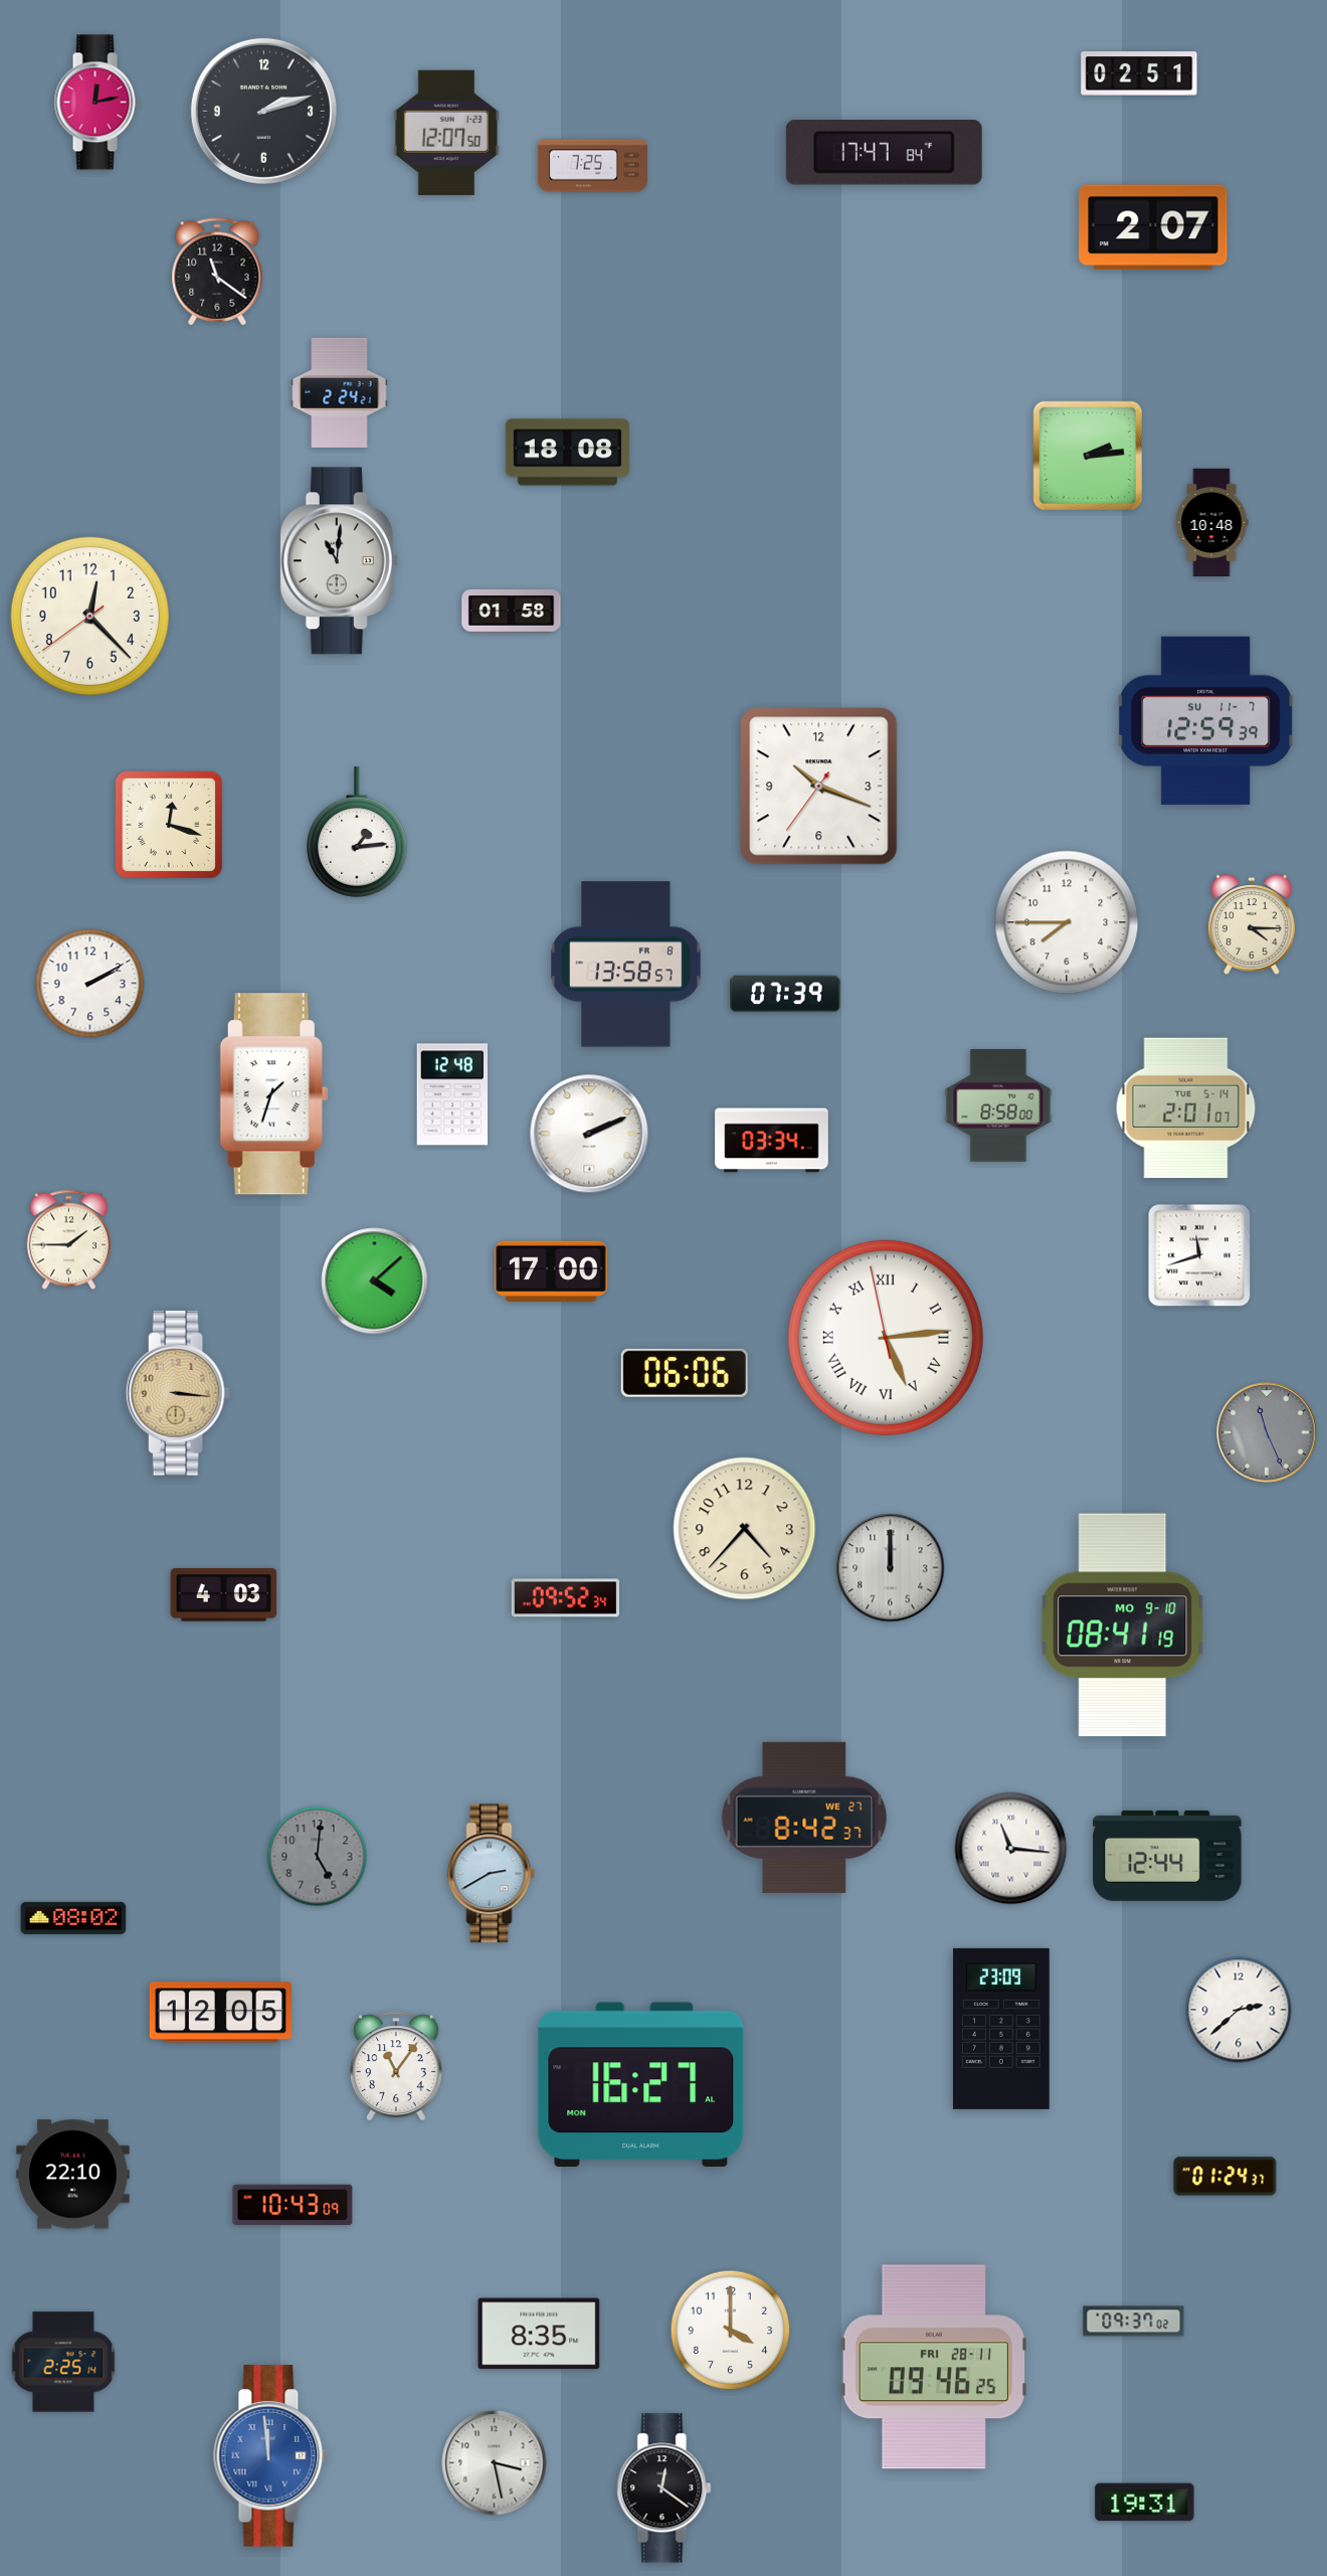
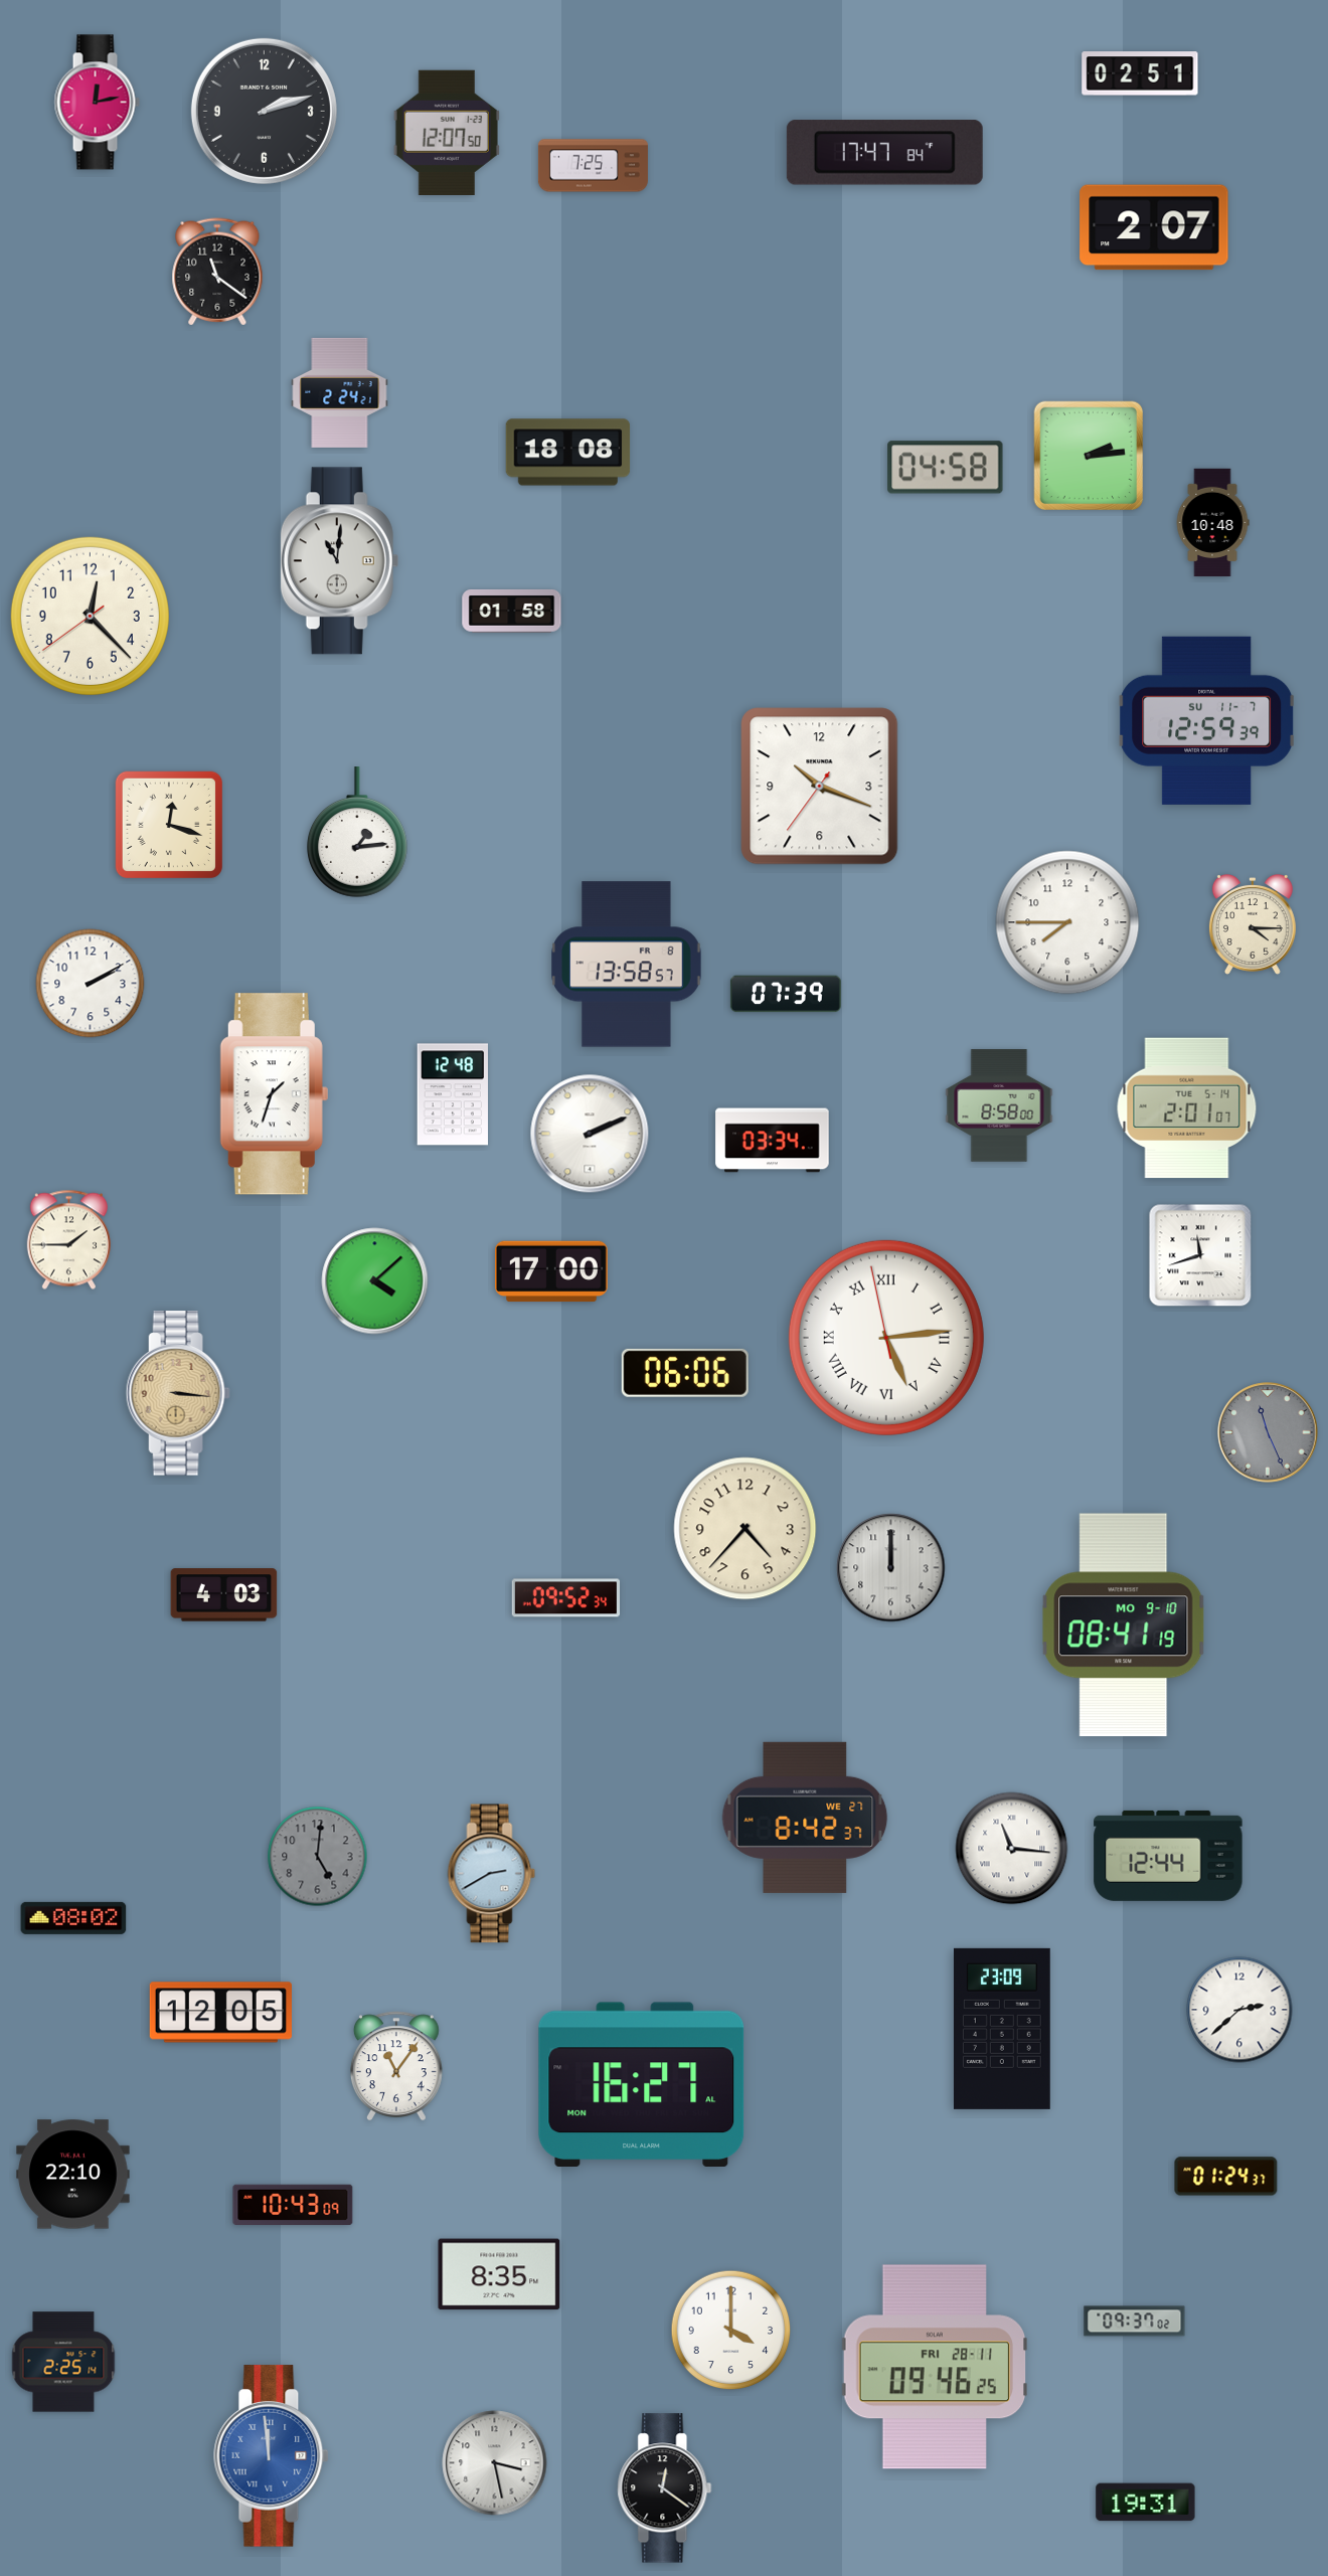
clock at (946, 468): none -> 04:58
clock at (539, 2334) position: (539, 2334) -> (499, 2274)
